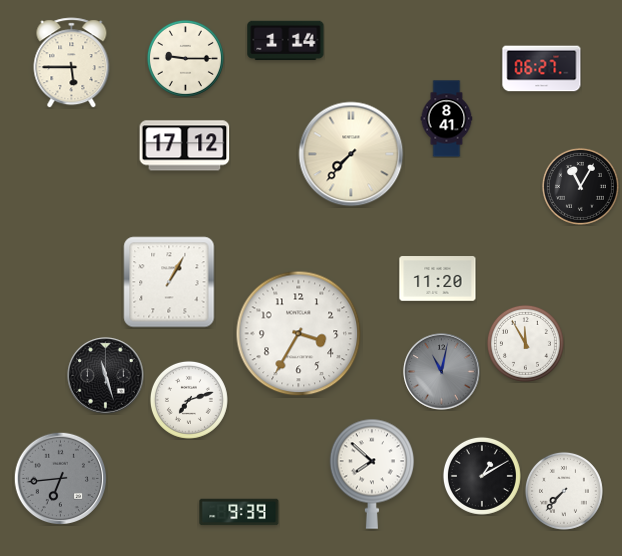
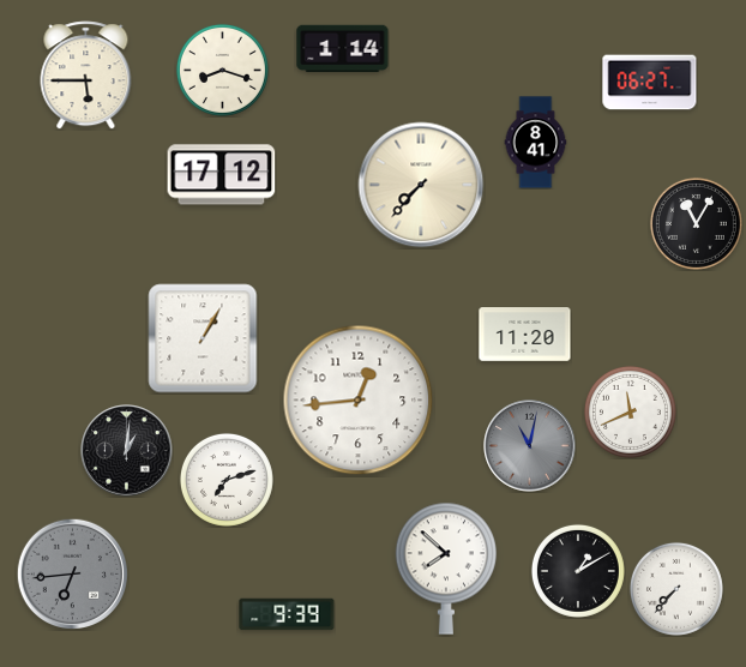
clock at (185, 58): 9:15 -> 8:18
clock at (299, 334): 3:35 -> 12:44
clock at (525, 343): 11:55 -> 11:41
clock at (106, 376): 11:27 -> 1:01
